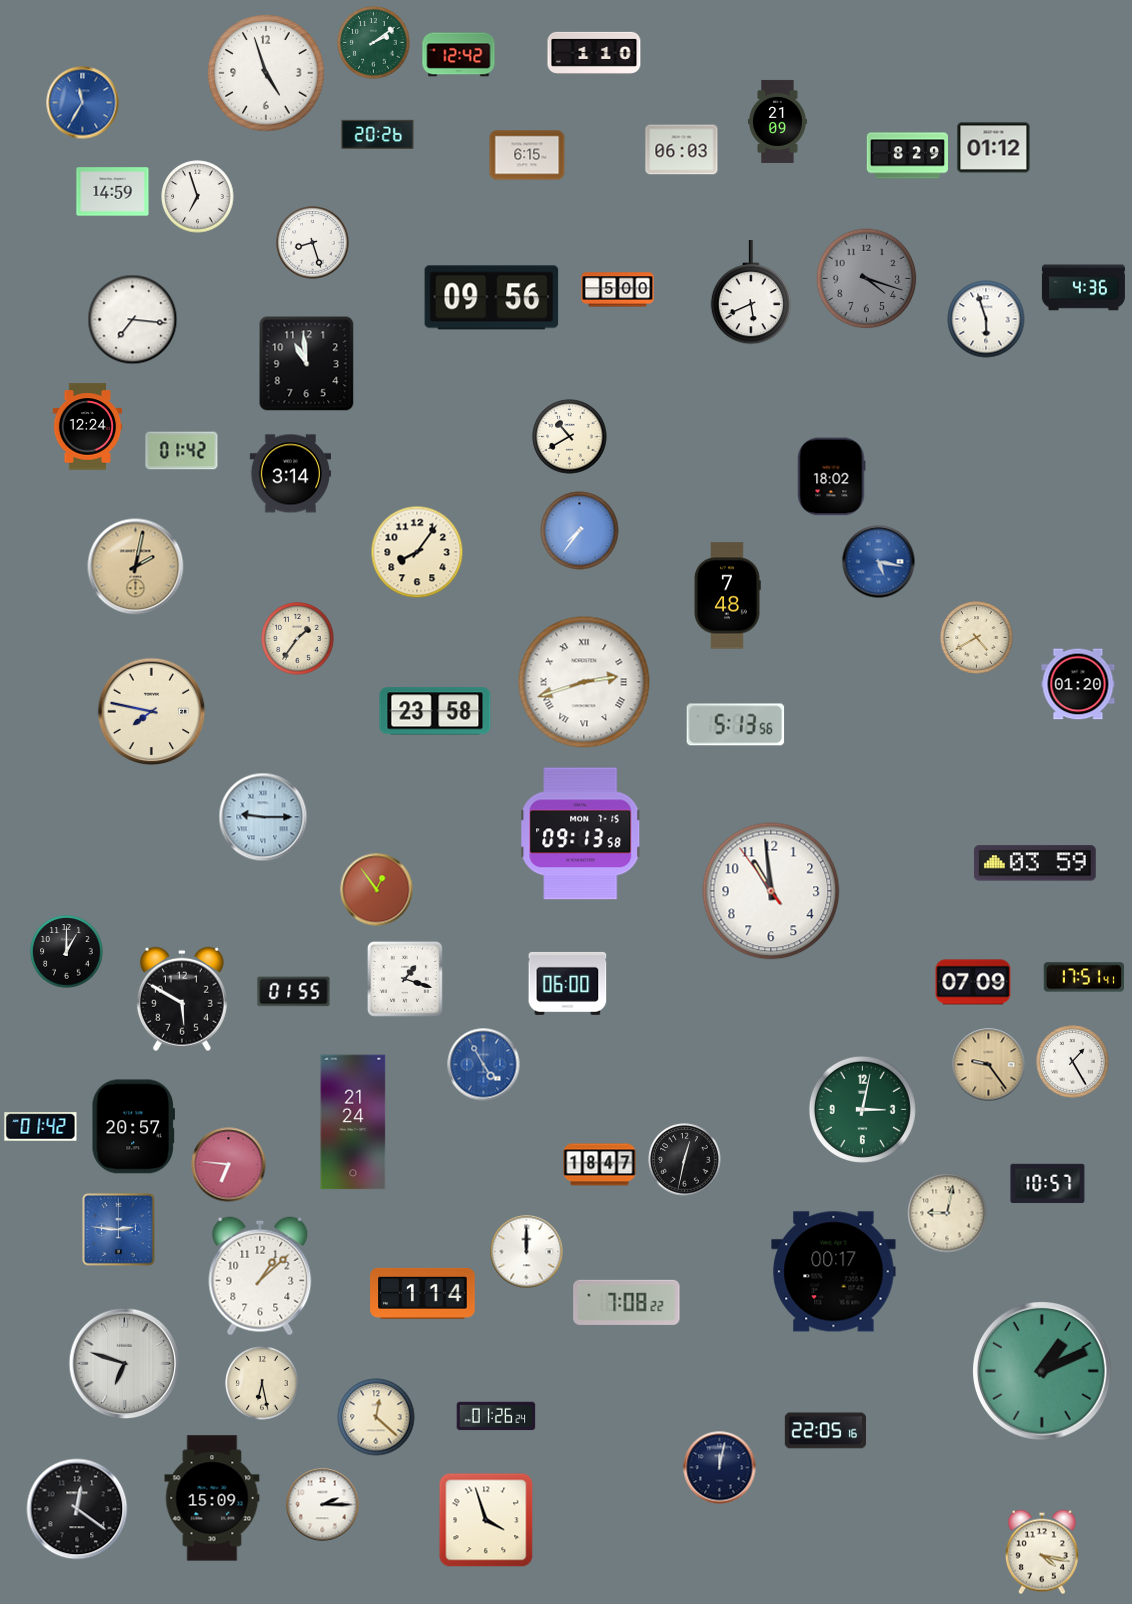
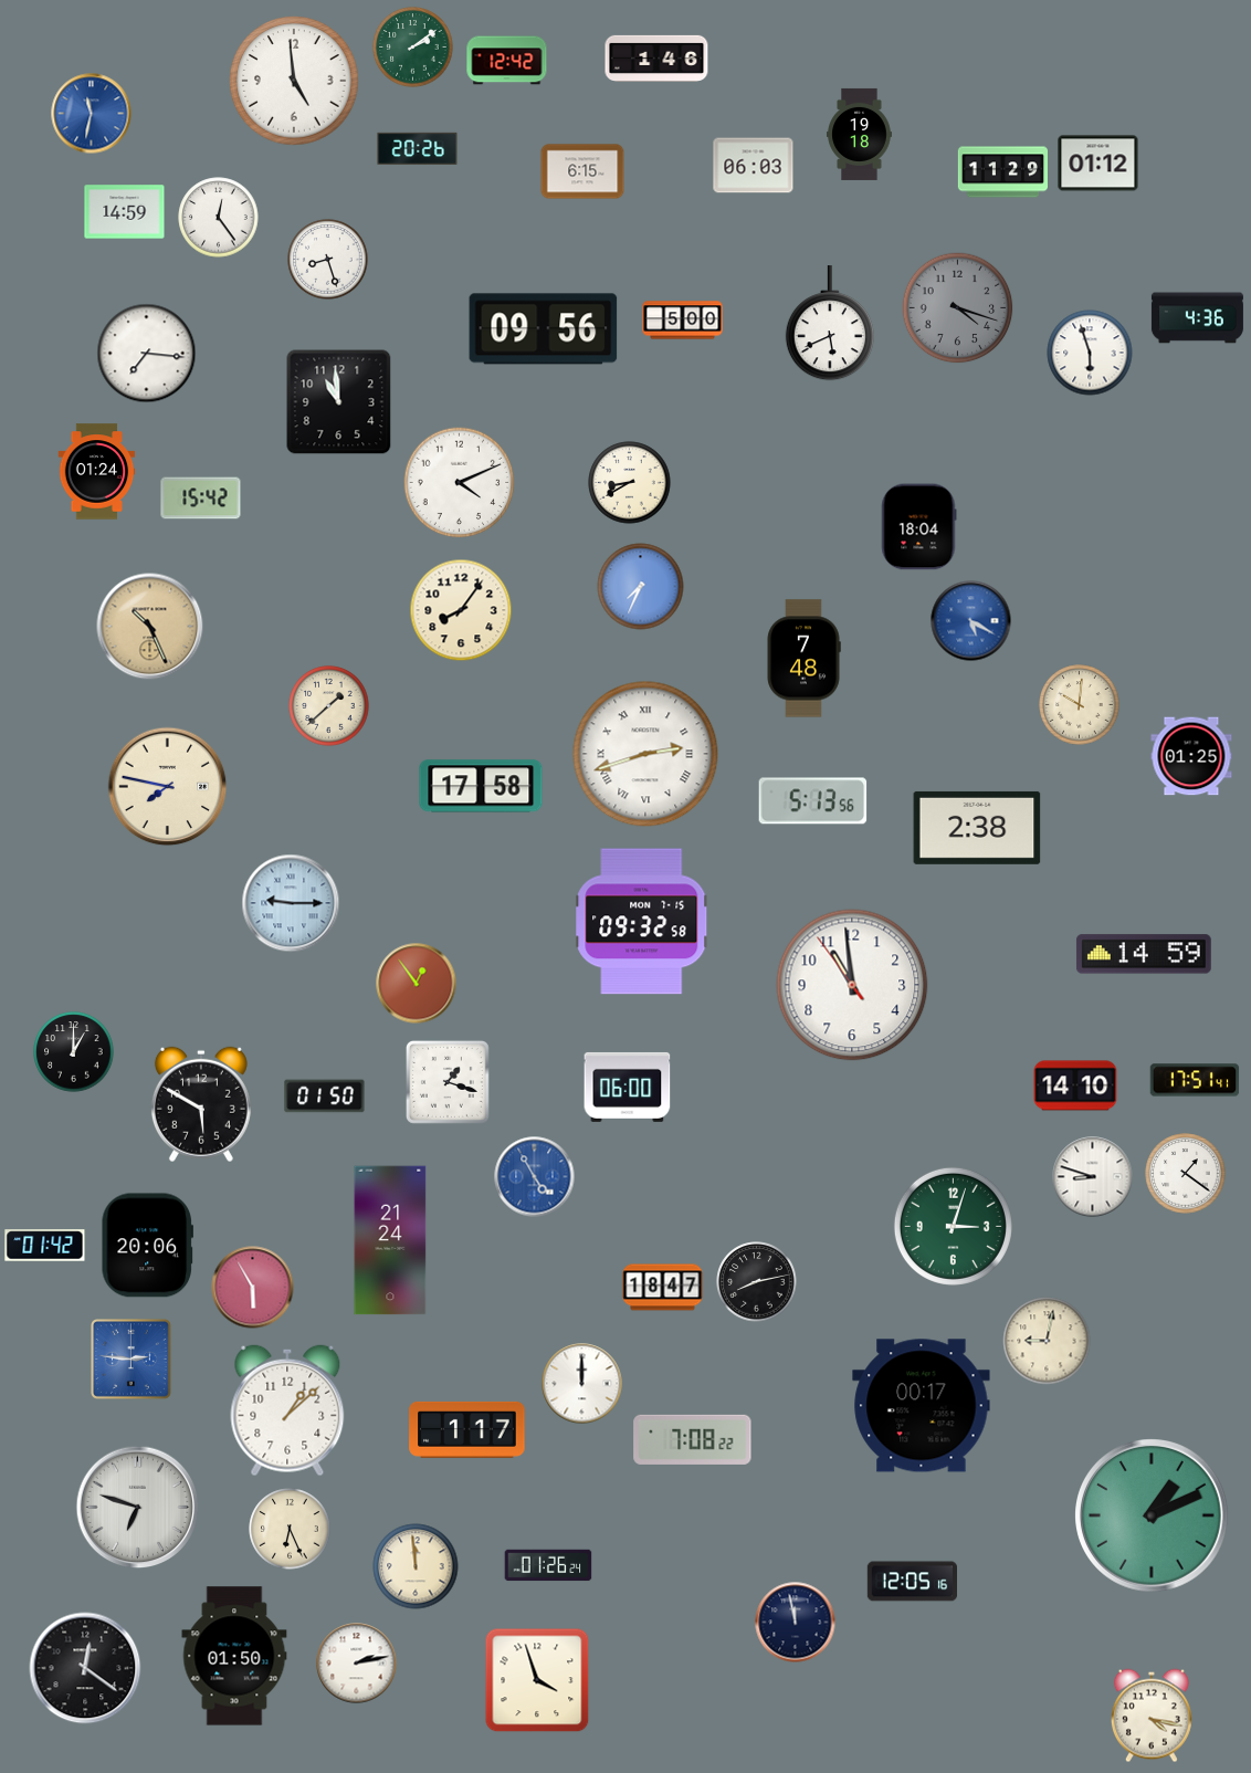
clock at (594, 53): 1:10 -> 1:46
clock at (266, 73): 4:57 -> 4:59
clock at (83, 103): 11:35 -> 11:32
clock at (778, 121): 21:09 -> 19:18
clock at (908, 156): 8:29 -> 11:29
clock at (198, 197): 6:57 -> 12:24
clock at (313, 243) position: (313, 243) -> (328, 260)
clock at (88, 427): 12:24 -> 01:24
clock at (460, 483): none -> 4:11
clock at (570, 437): 10:40 -> 8:40
clock at (182, 451): 01:42 -> 15:42
clock at (290, 474): 3:14 -> none
clock at (831, 477): 18:02 -> 18:04
clock at (580, 531): 7:36 -> 7:34
clock at (879, 562): 5:17 -> 5:20
clock at (136, 567): 2:02 -> 10:26
clock at (977, 638): 4:40 -> 10:01
clock at (298, 639): 1:36 -> 1:38
clock at (1078, 684): 01:20 -> 01:25
clock at (435, 711): 23:58 -> 17:58
clock at (977, 828): none -> 2:38
clock at (581, 834): 09:13 -> 09:32
clock at (1035, 863): 03:59 -> 14:59
clock at (1084, 977) position: (1084, 977) -> (1195, 1080)
clock at (973, 982): 07:09 -> 14:10
clock at (294, 992): 01:55 -> 01:50
clock at (1073, 1062): 1:25 -> 1:21
clock at (989, 1065): 9:24 -> 8:48
clock at (989, 1065) dial: champagne -> white
clock at (862, 1109): 3:02 -> 3:03
clock at (133, 1127): 20:57 -> 20:06
clock at (685, 1160): 12:32 -> 8:13
clock at (229, 1165): 6:46 -> 5:55
clock at (1048, 1184): 10:57 -> none
clock at (423, 1293): 1:14 -> 1:17
clock at (262, 1383): 6:28 -> 6:26
clock at (376, 1417): 12:22 -> 11:59
clock at (825, 1431): 22:05 -> 12:05
clock at (720, 1468): 12:02 -> 11:58
clock at (212, 1498): 15:09 -> 01:50
clock at (323, 1505): 2:15 -> 2:13
